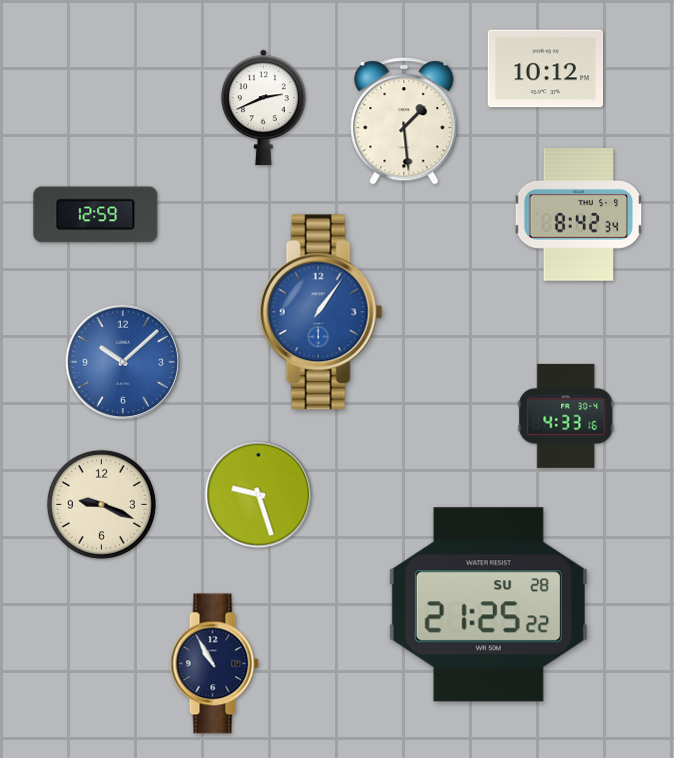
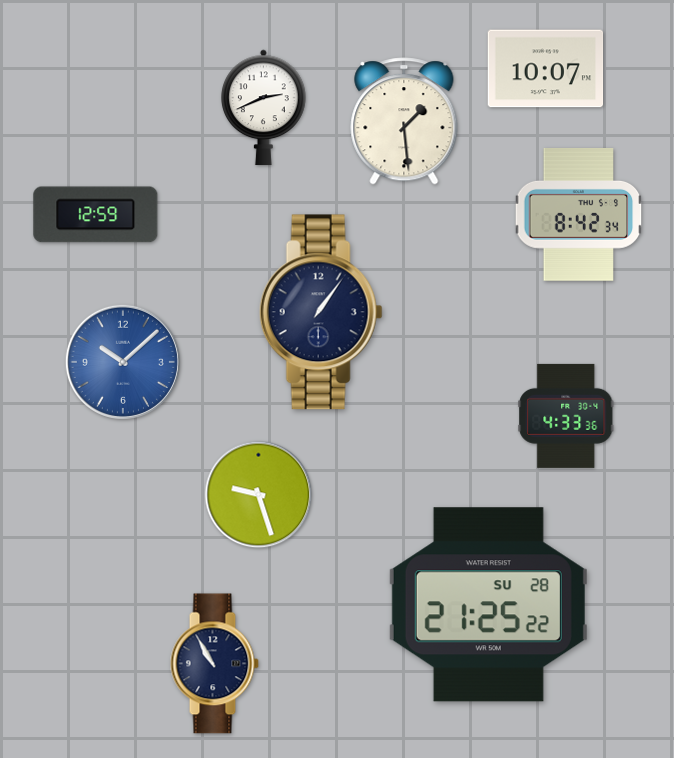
clock at (546, 69): 10:12 -> 10:07
clock at (321, 312) dial: blue -> navy
clock at (566, 416): 4:33:16 -> 4:33:36
clock at (101, 504): 9:19 -> none
